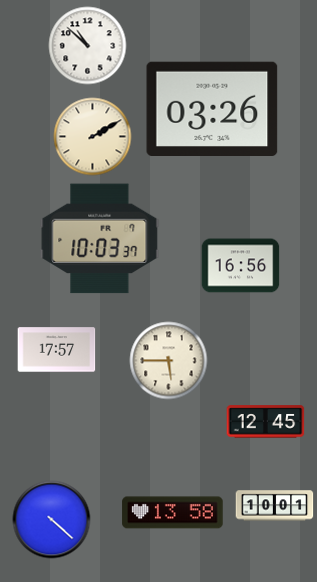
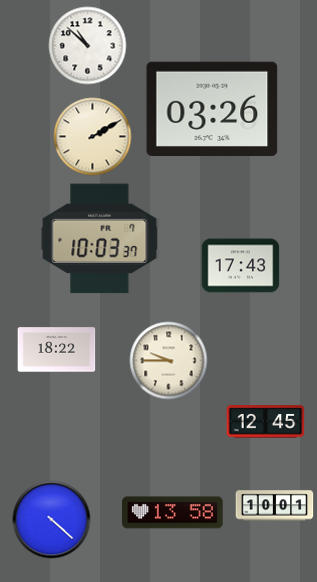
clock at (240, 266): 16:56 -> 17:43
clock at (56, 350): 17:57 -> 18:22
clock at (168, 360): 5:45 -> 9:45
